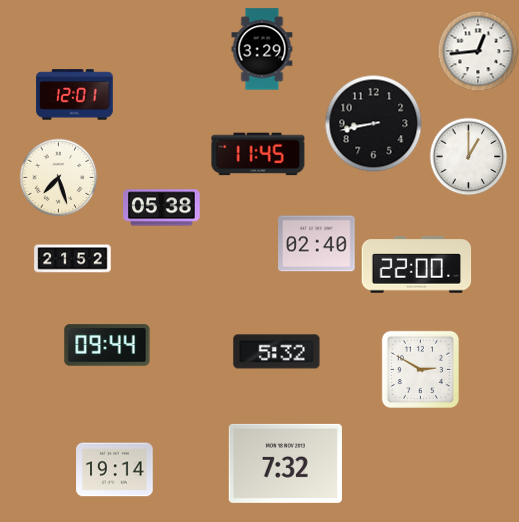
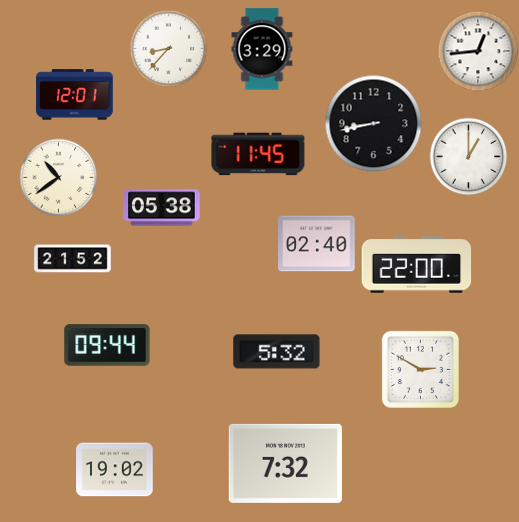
clock at (168, 48): none -> 8:37
clock at (58, 177): 7:27 -> 10:39
clock at (115, 470): 19:14 -> 19:02
